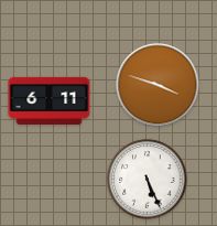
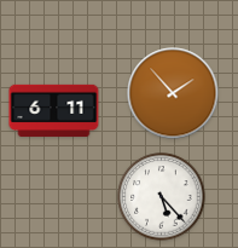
clock at (158, 85): 3:48 -> 1:53
clock at (148, 180): 5:26 -> 5:23
